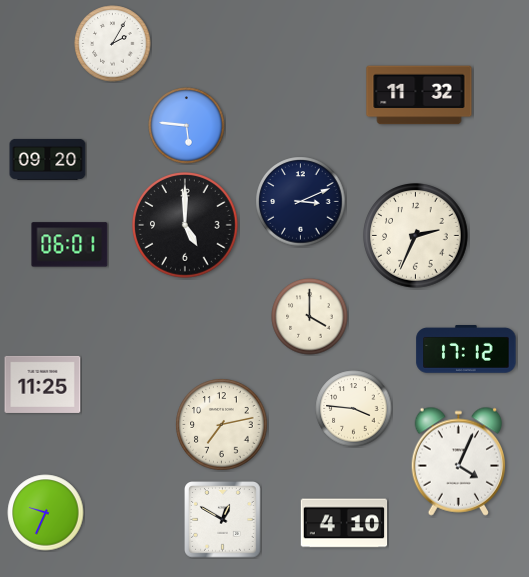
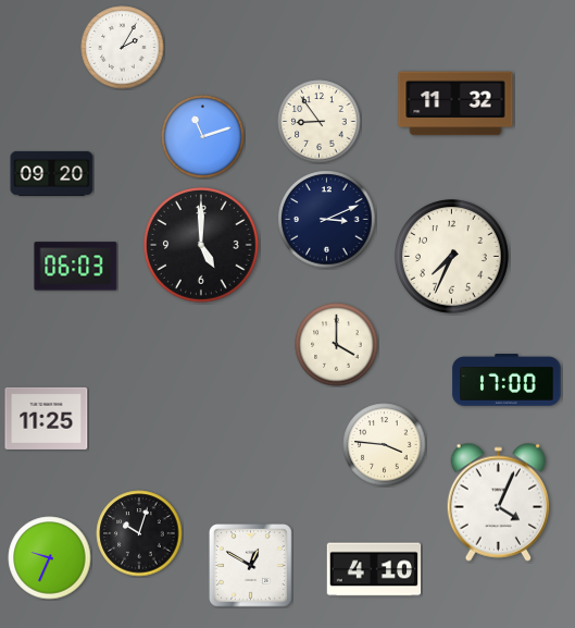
clock at (320, 122): none -> 8:54
clock at (187, 126): 5:46 -> 11:12
clock at (416, 236): 2:34 -> 7:34
clock at (70, 245): 06:01 -> 06:03
clock at (466, 350): 17:12 -> 17:00
clock at (222, 425): 7:13 -> none
clock at (139, 533): none -> 10:03
clock at (223, 520) position: (223, 520) -> (251, 566)
